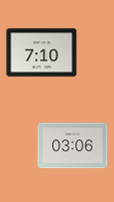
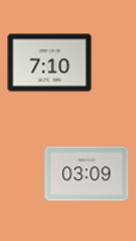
clock at (73, 146): 03:06 -> 03:09
